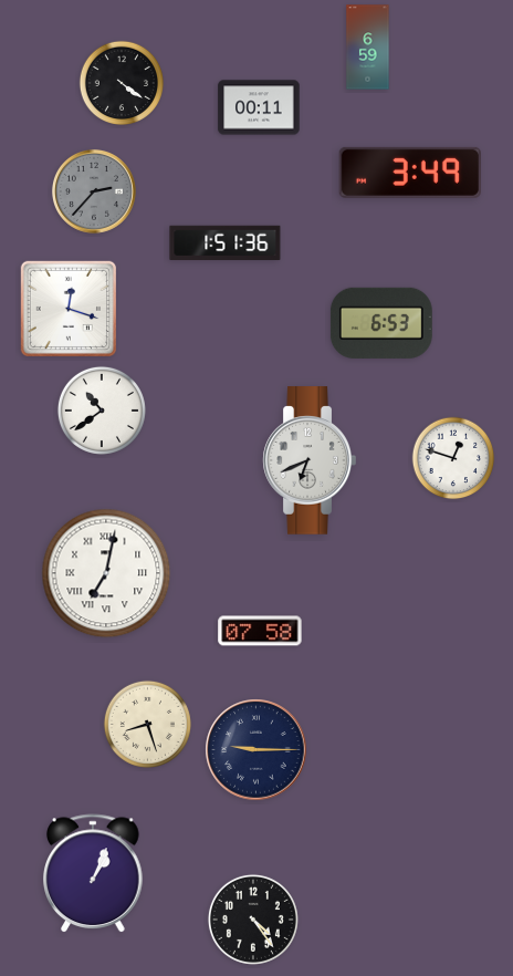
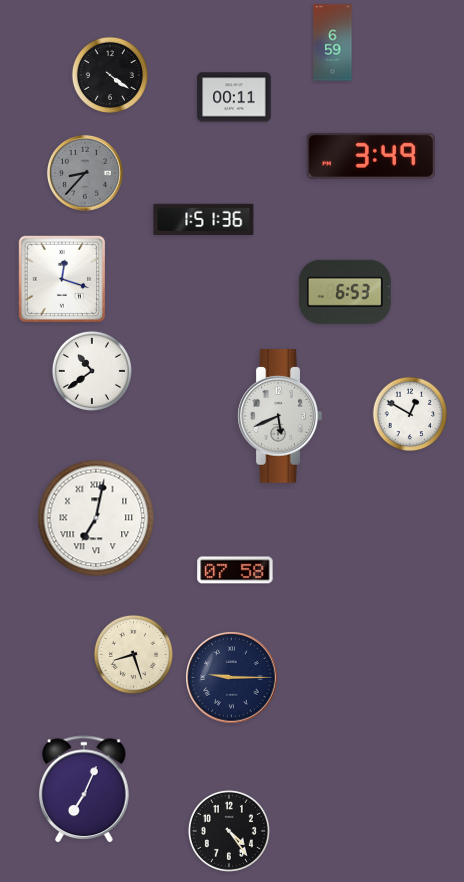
clock at (94, 191): 2:37 -> 8:37
clock at (453, 458): 12:48 -> 12:50
clock at (310, 460): 6:41 -> 5:41
clock at (93, 874): 1:04 -> 7:04
